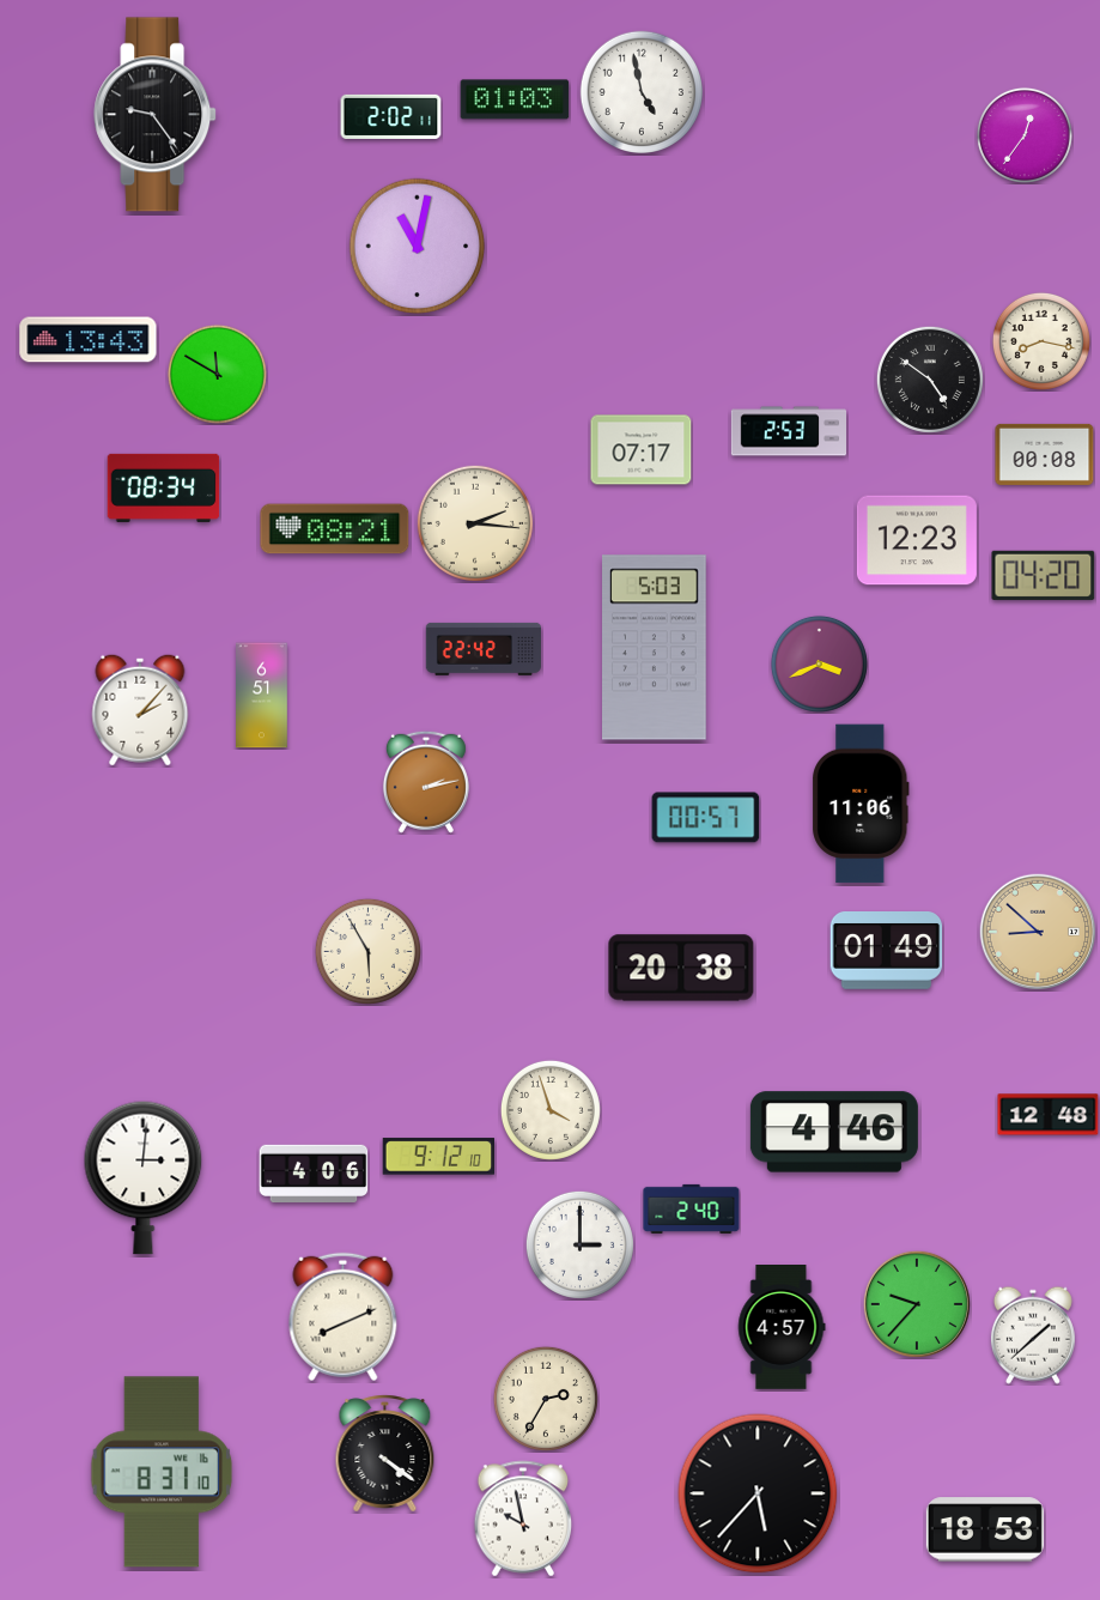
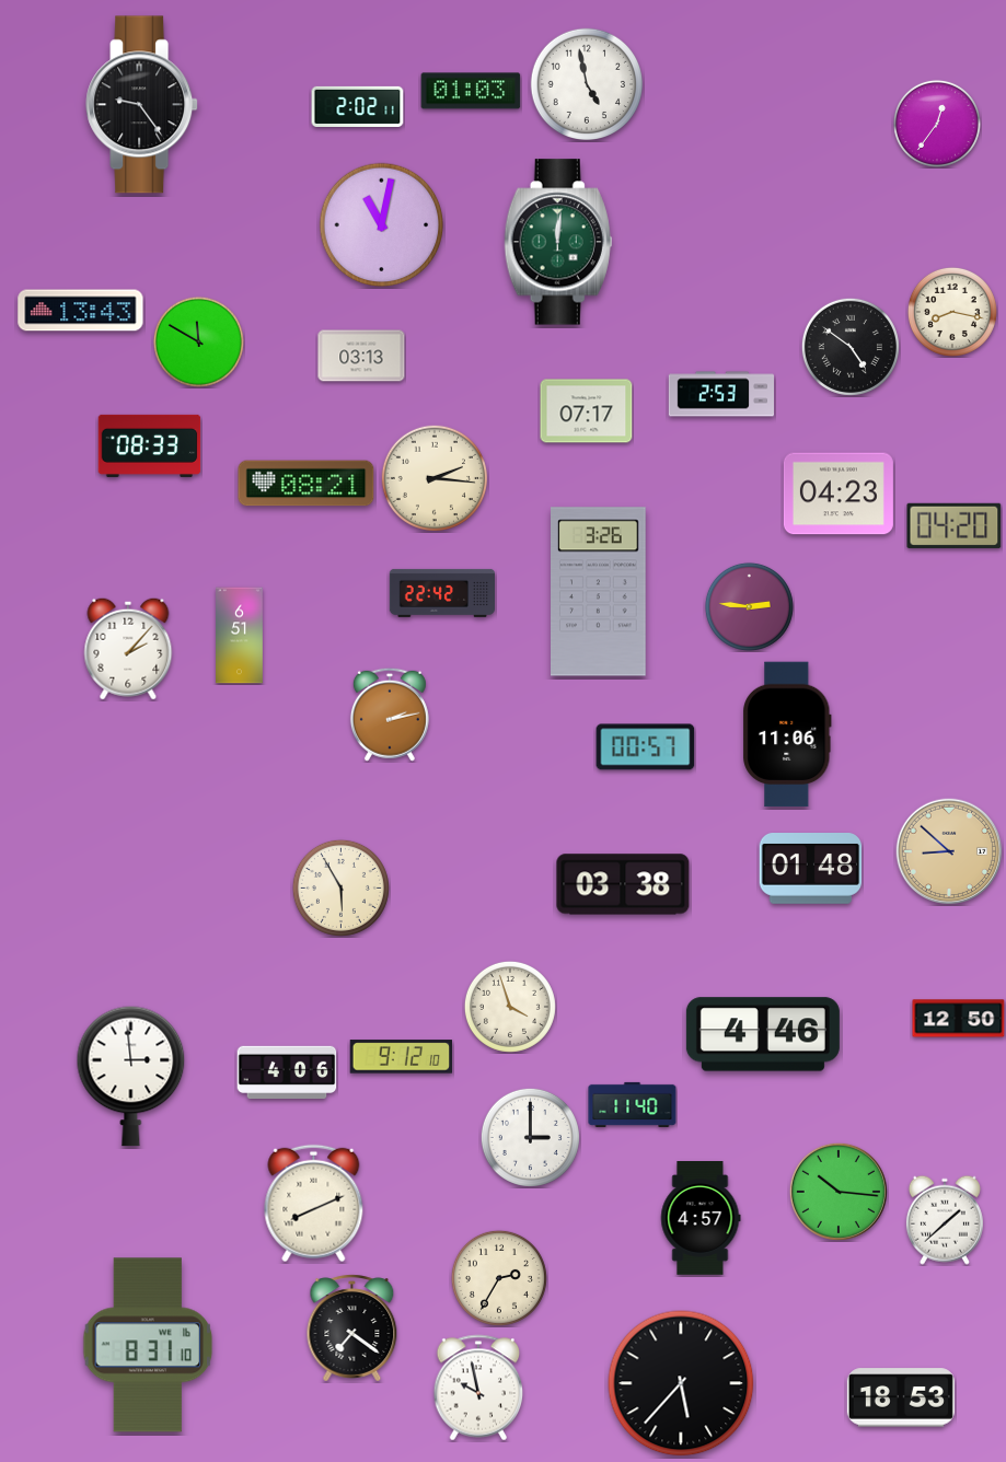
clock at (558, 242): none -> 12:01
clock at (361, 356): none -> 03:13
clock at (1045, 454): 00:08 -> none
clock at (164, 487): 08:34 -> 08:33
clock at (917, 540): 12:23 -> 04:23
clock at (655, 648): 5:03 -> 3:26
clock at (819, 663): 3:41 -> 2:46
clock at (367, 951) position: (367, 951) -> (340, 887)
clock at (887, 951): 01:49 -> 01:48
clock at (681, 968): 20:38 -> 03:38
clock at (551, 1110) position: (551, 1110) -> (510, 1007)
clock at (1049, 1115): 12:48 -> 12:50
clock at (144, 1177): 3:01 -> 2:59
clock at (692, 1208): 2:40 -> 11:40
clock at (917, 1304): 9:37 -> 10:16
clock at (782, 1328) position: (782, 1328) -> (701, 1219)
clock at (385, 1454): 4:21 -> 7:21
clock at (758, 1493) position: (758, 1493) -> (681, 1383)
